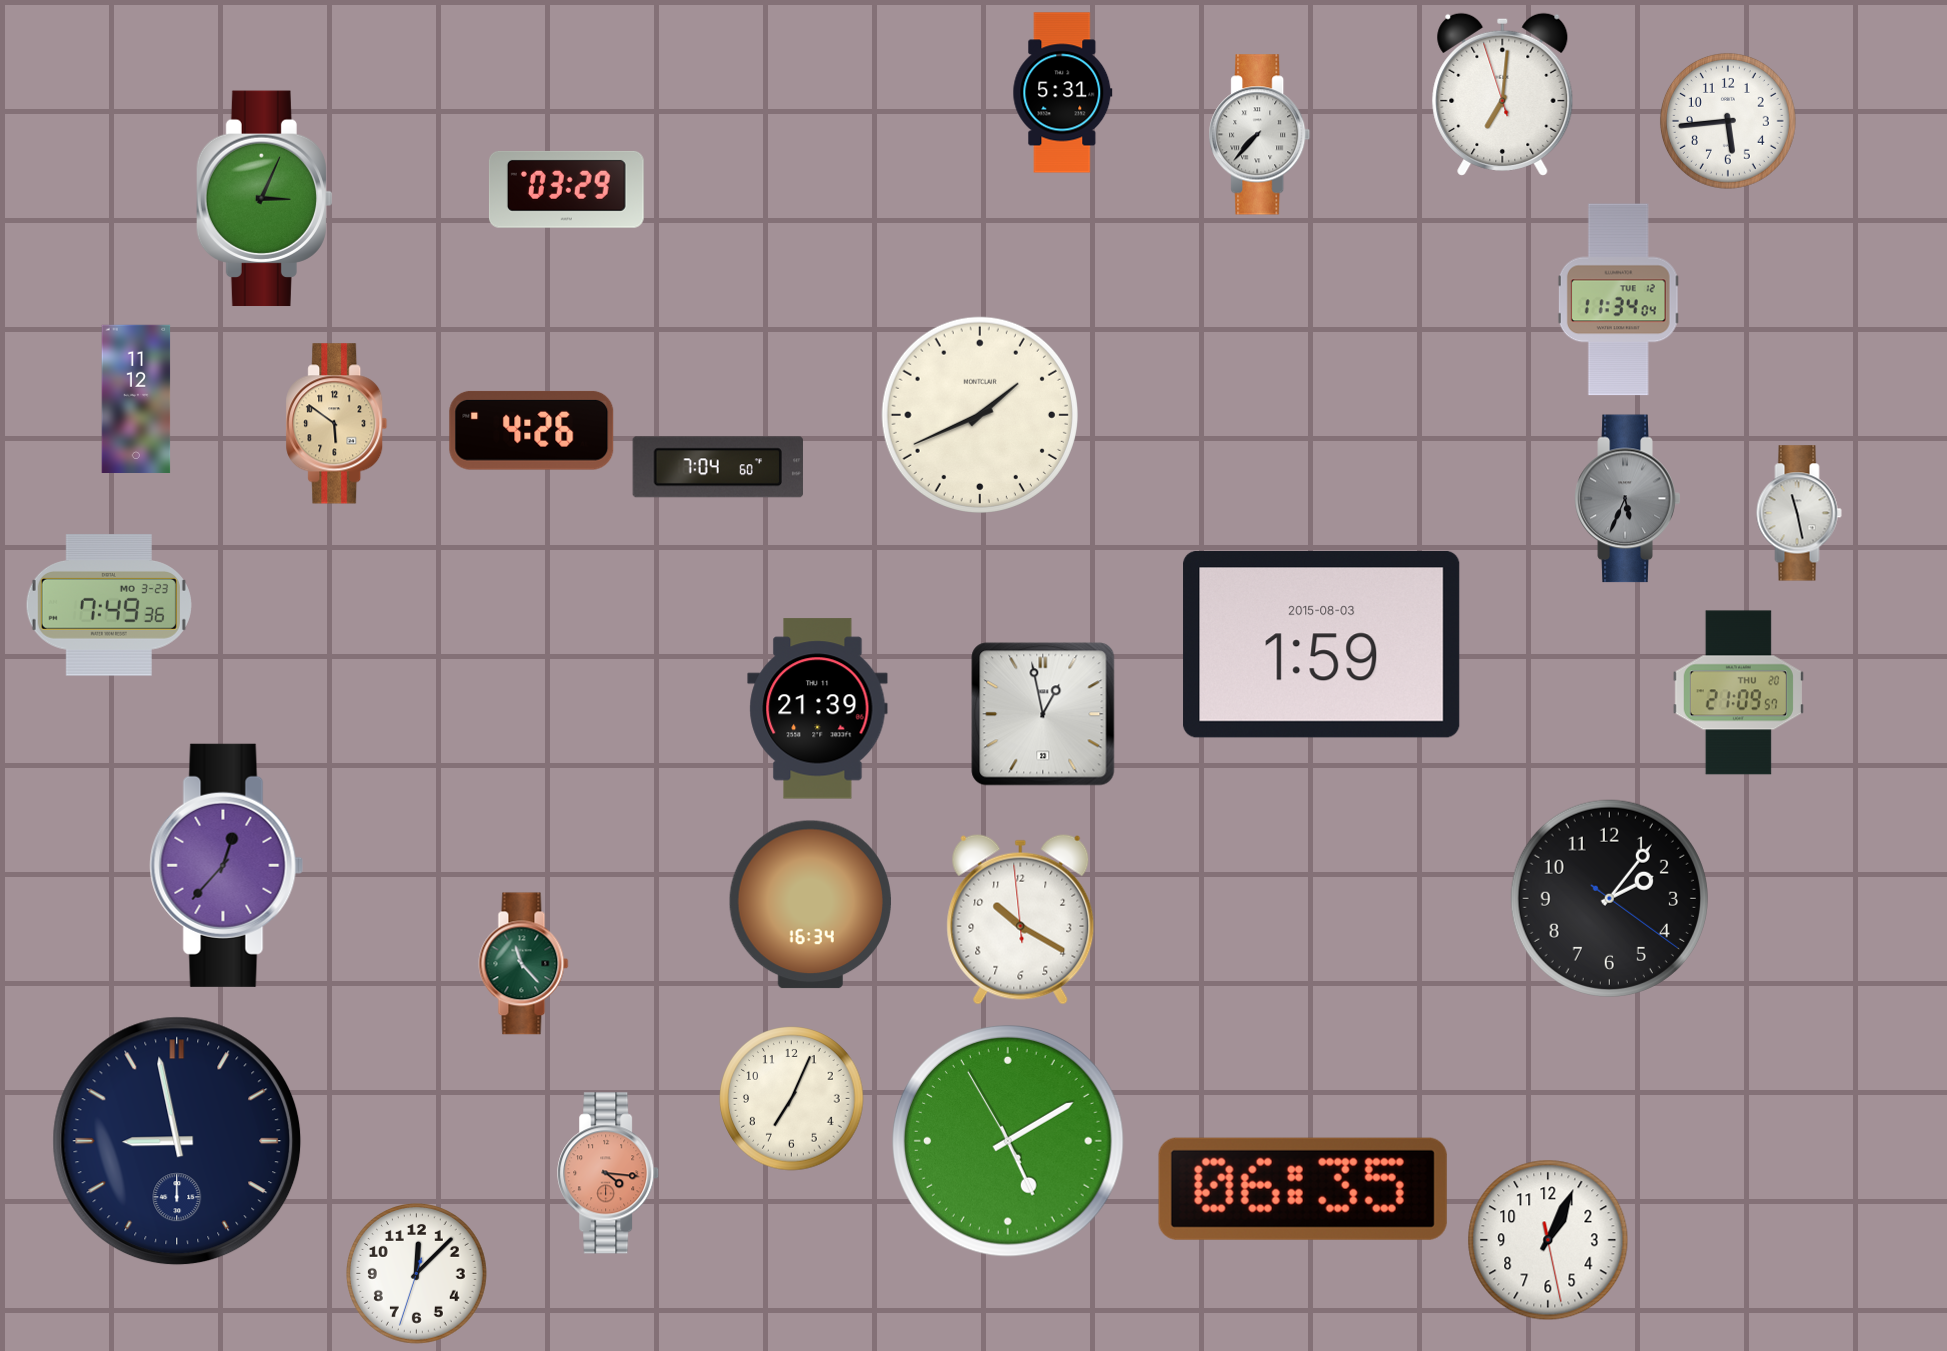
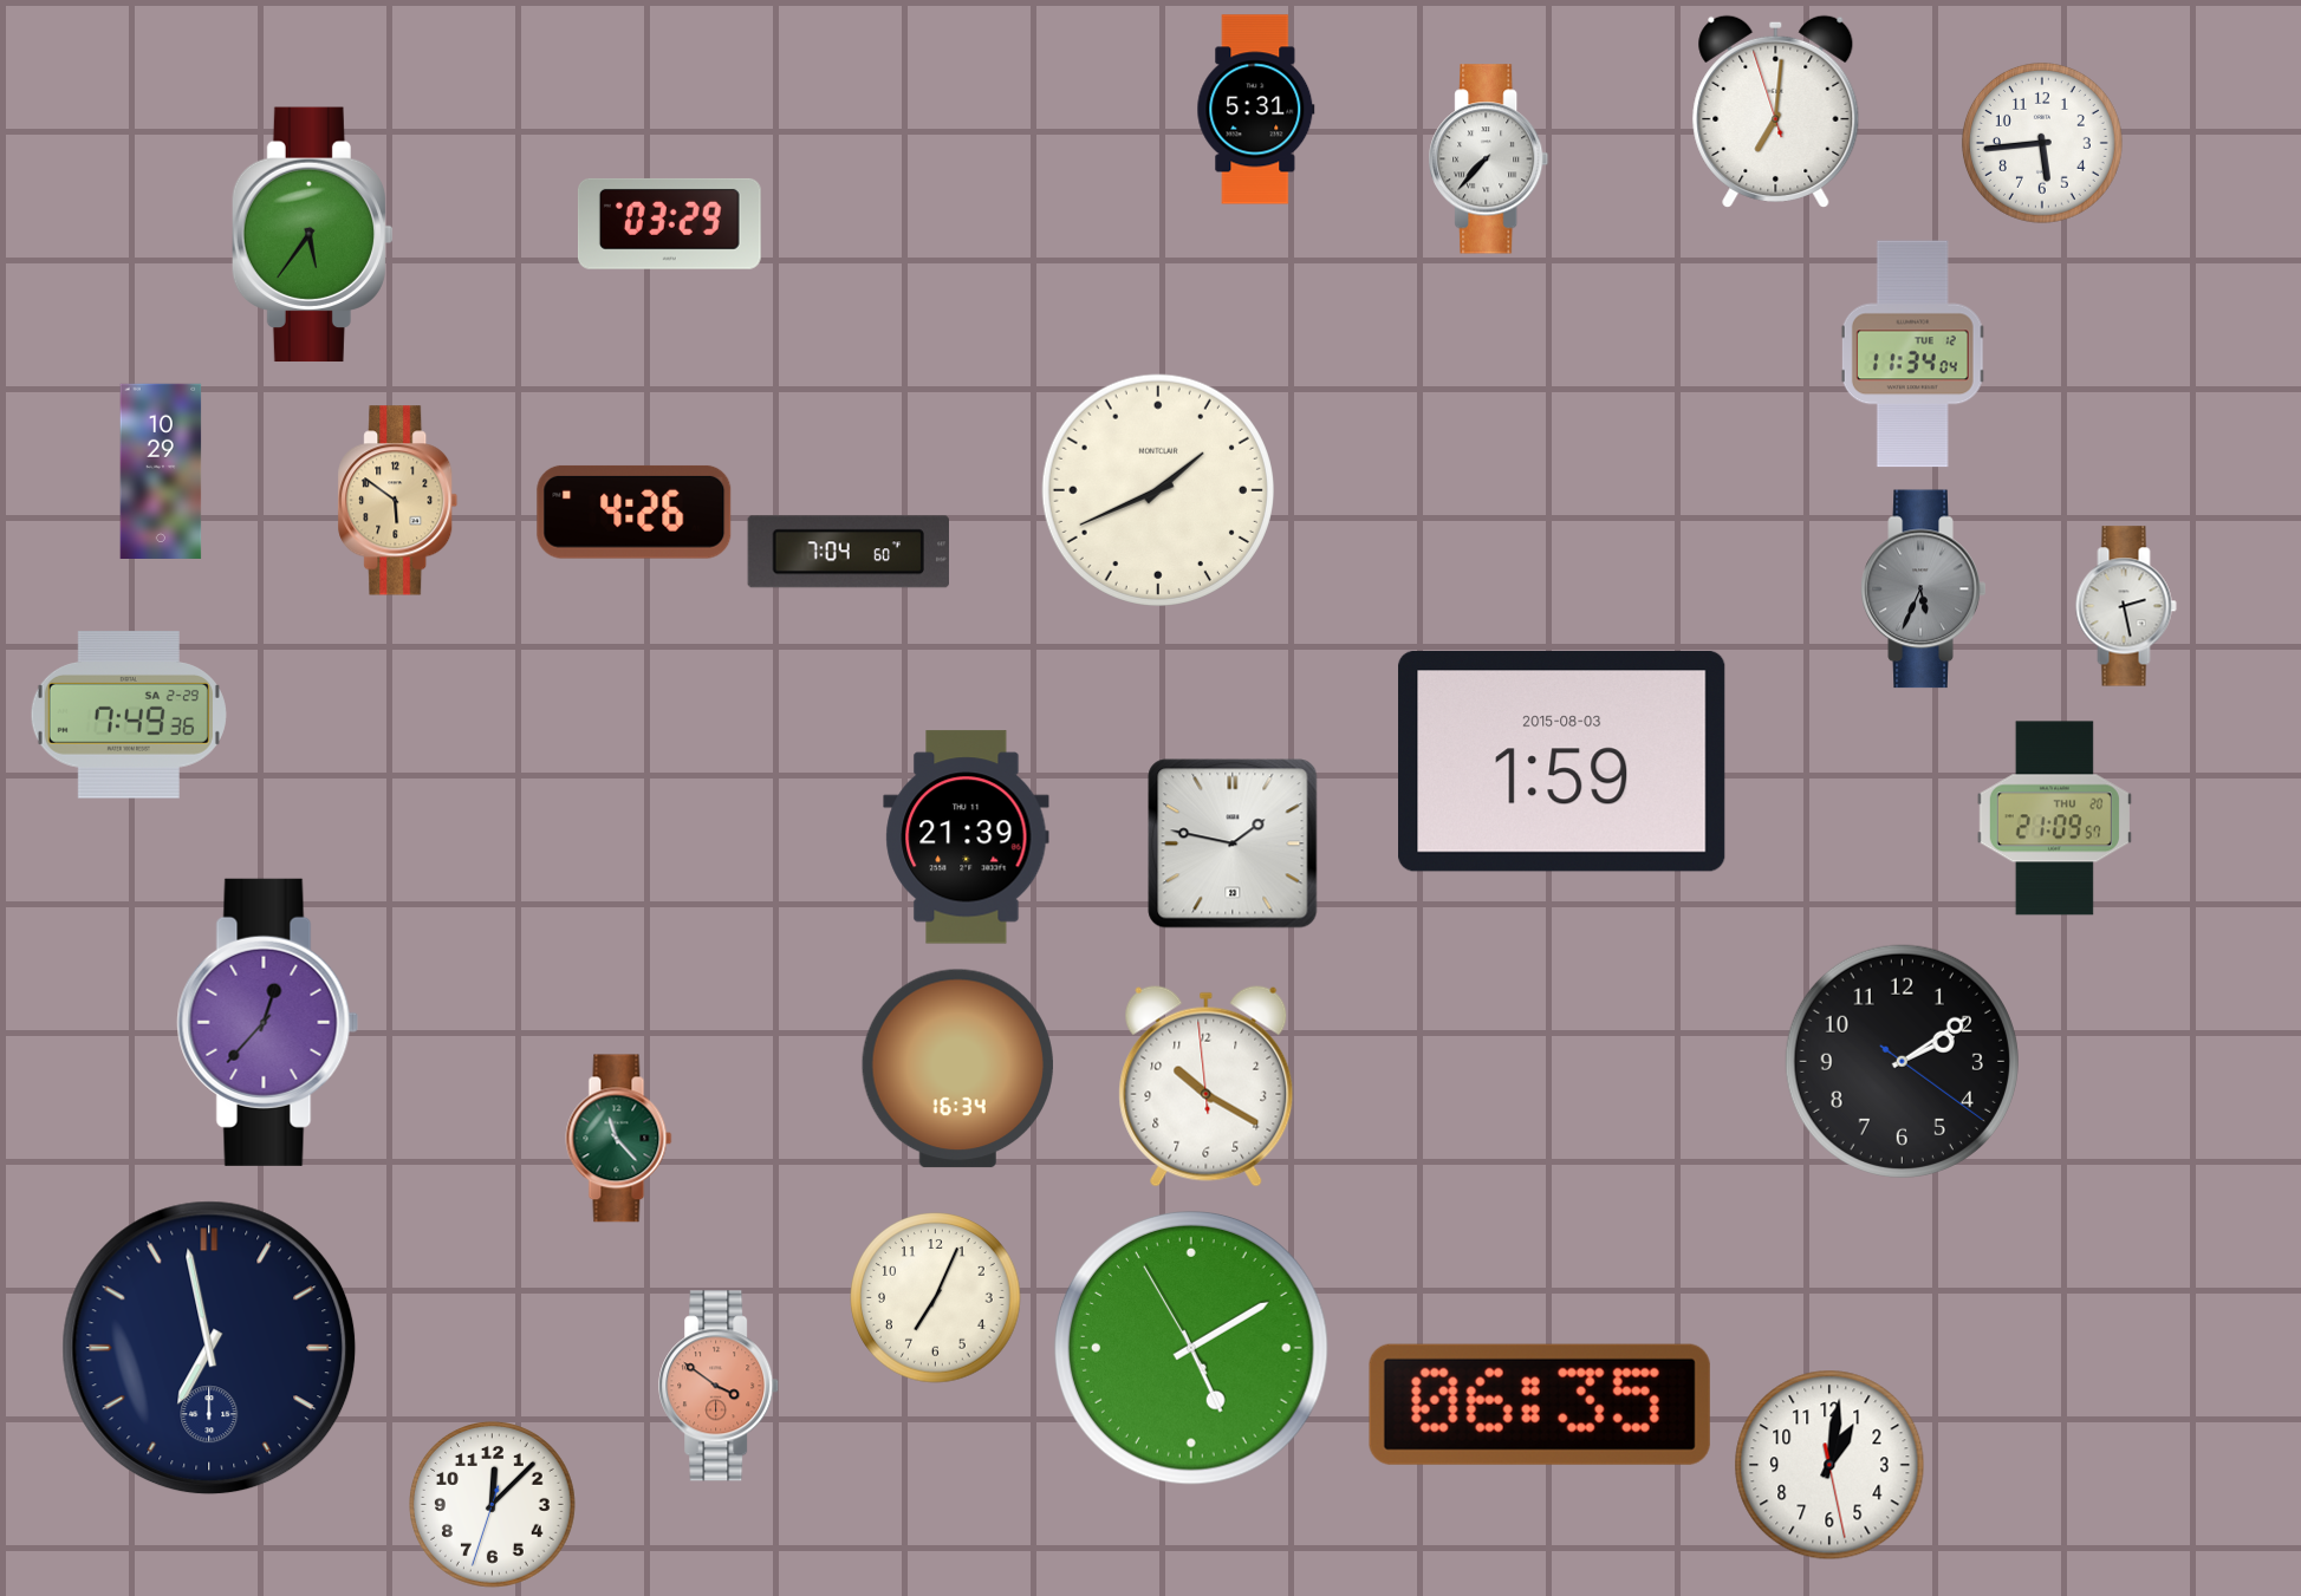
clock at (264, 199): 3:04 -> 5:36
clock at (136, 398): 11:12 -> 10:29
clock at (532, 430) position: (532, 430) -> (635, 512)
clock at (1799, 513): 11:28 -> 2:28
clock at (109, 605) date: MO 3-23 -> SA 2-29
clock at (1043, 714): 12:58 -> 1:47
clock at (1609, 898): 2:06 -> 2:09
clock at (177, 1141): 8:58 -> 6:58
clock at (609, 1173): 4:16 -> 3:51
clock at (1548, 1240): 1:04 -> 1:01
